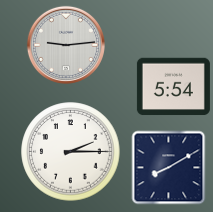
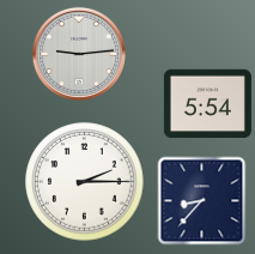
clock at (169, 168): 8:10 -> 8:37
